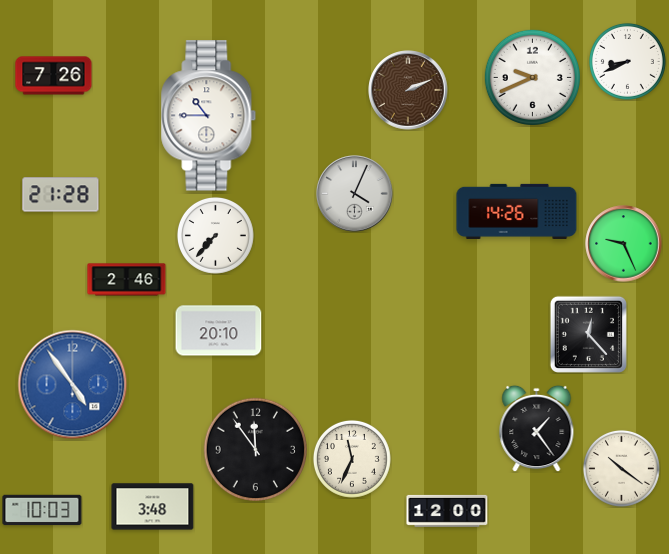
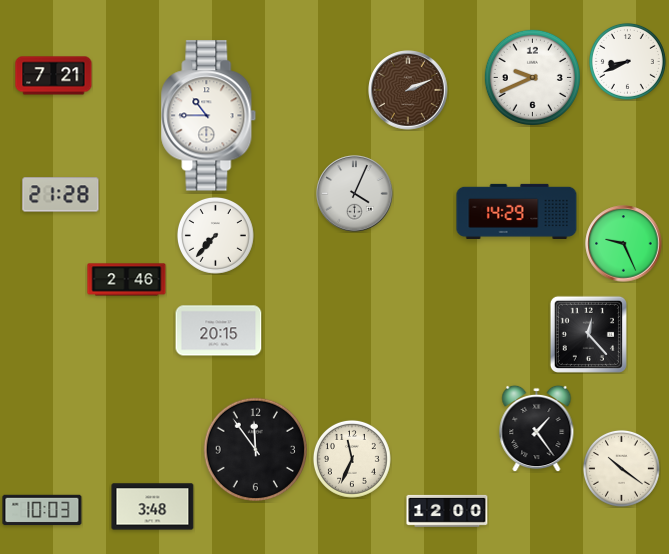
clock at (54, 76): 7:26 -> 7:21
clock at (517, 211): 14:26 -> 14:29
clock at (219, 331): 20:10 -> 20:15
clock at (73, 385): 4:54 -> none
